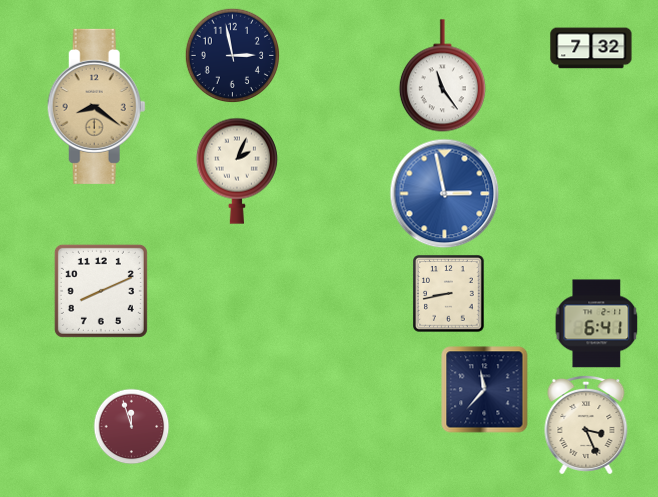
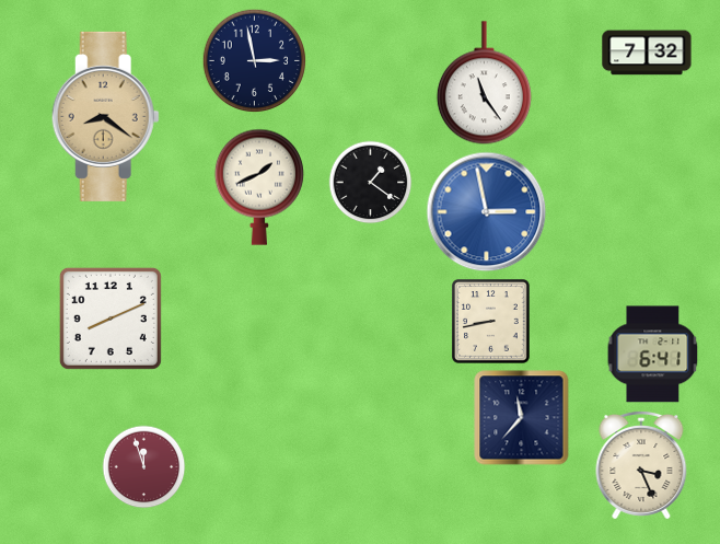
clock at (371, 183): none -> 1:21
clock at (237, 171): 2:04 -> 1:41
clock at (485, 390) position: (485, 390) -> (522, 418)
